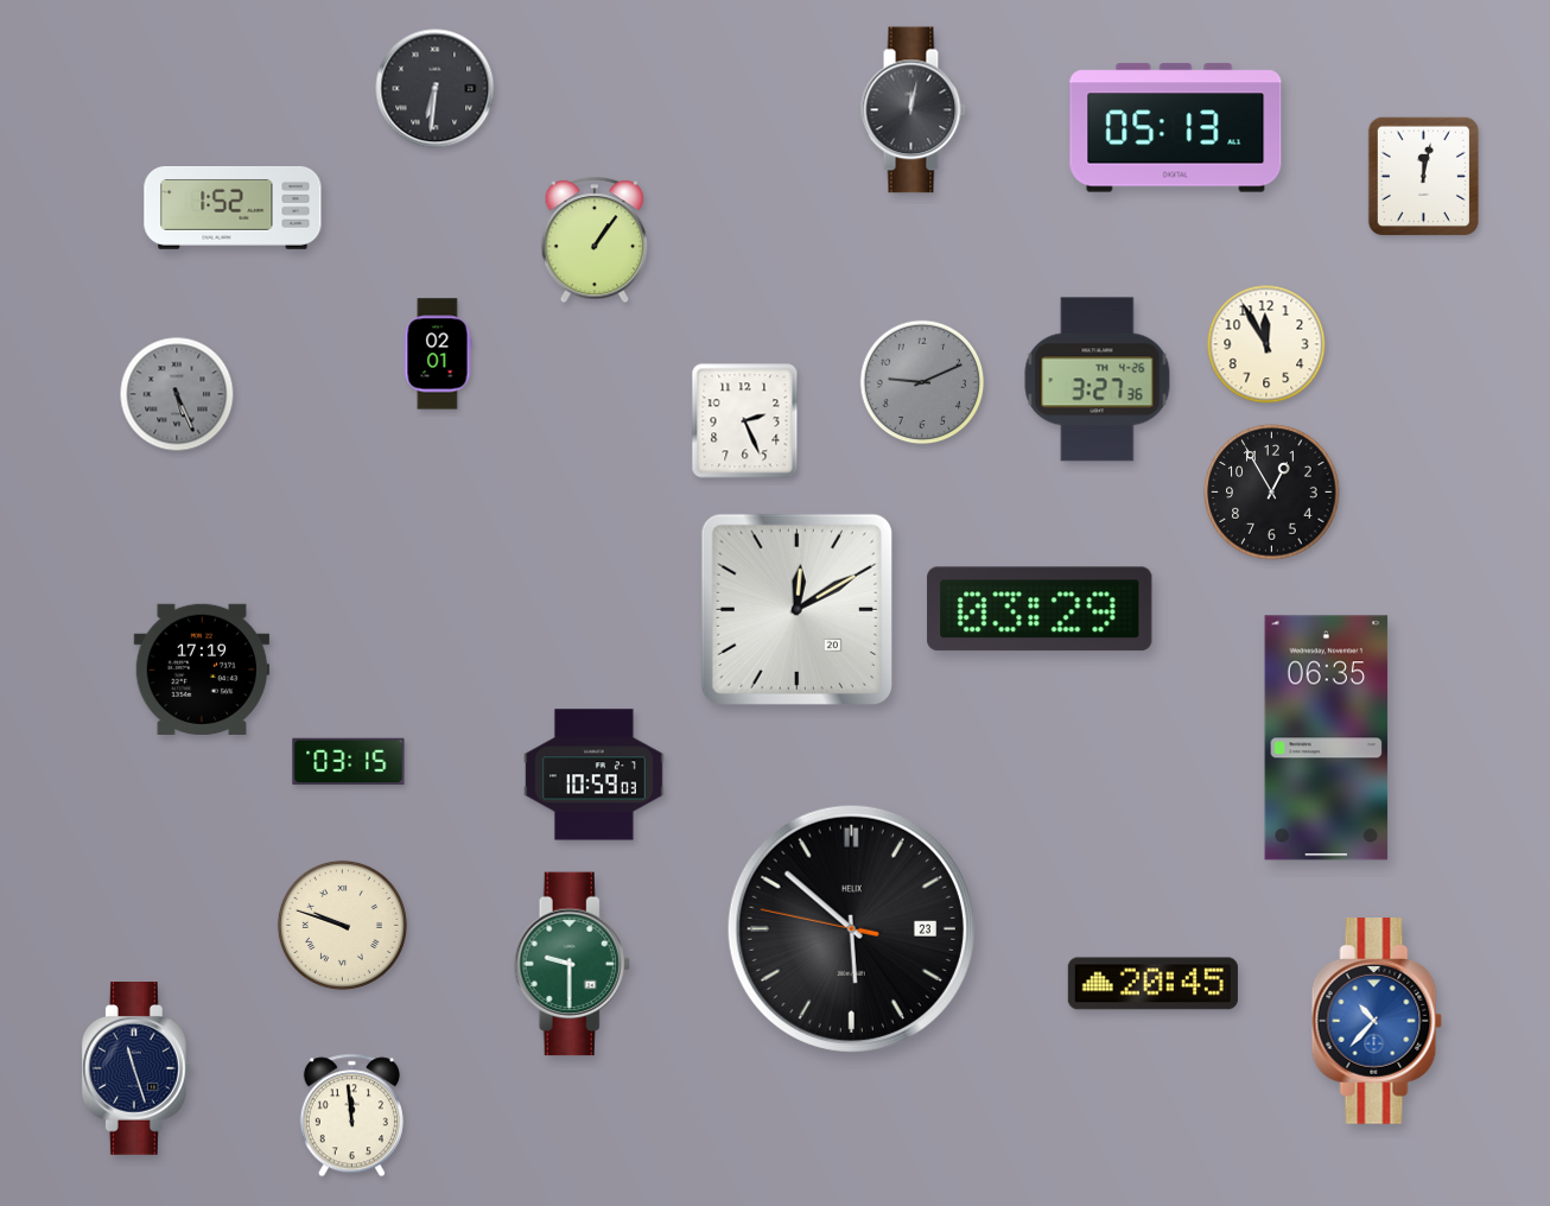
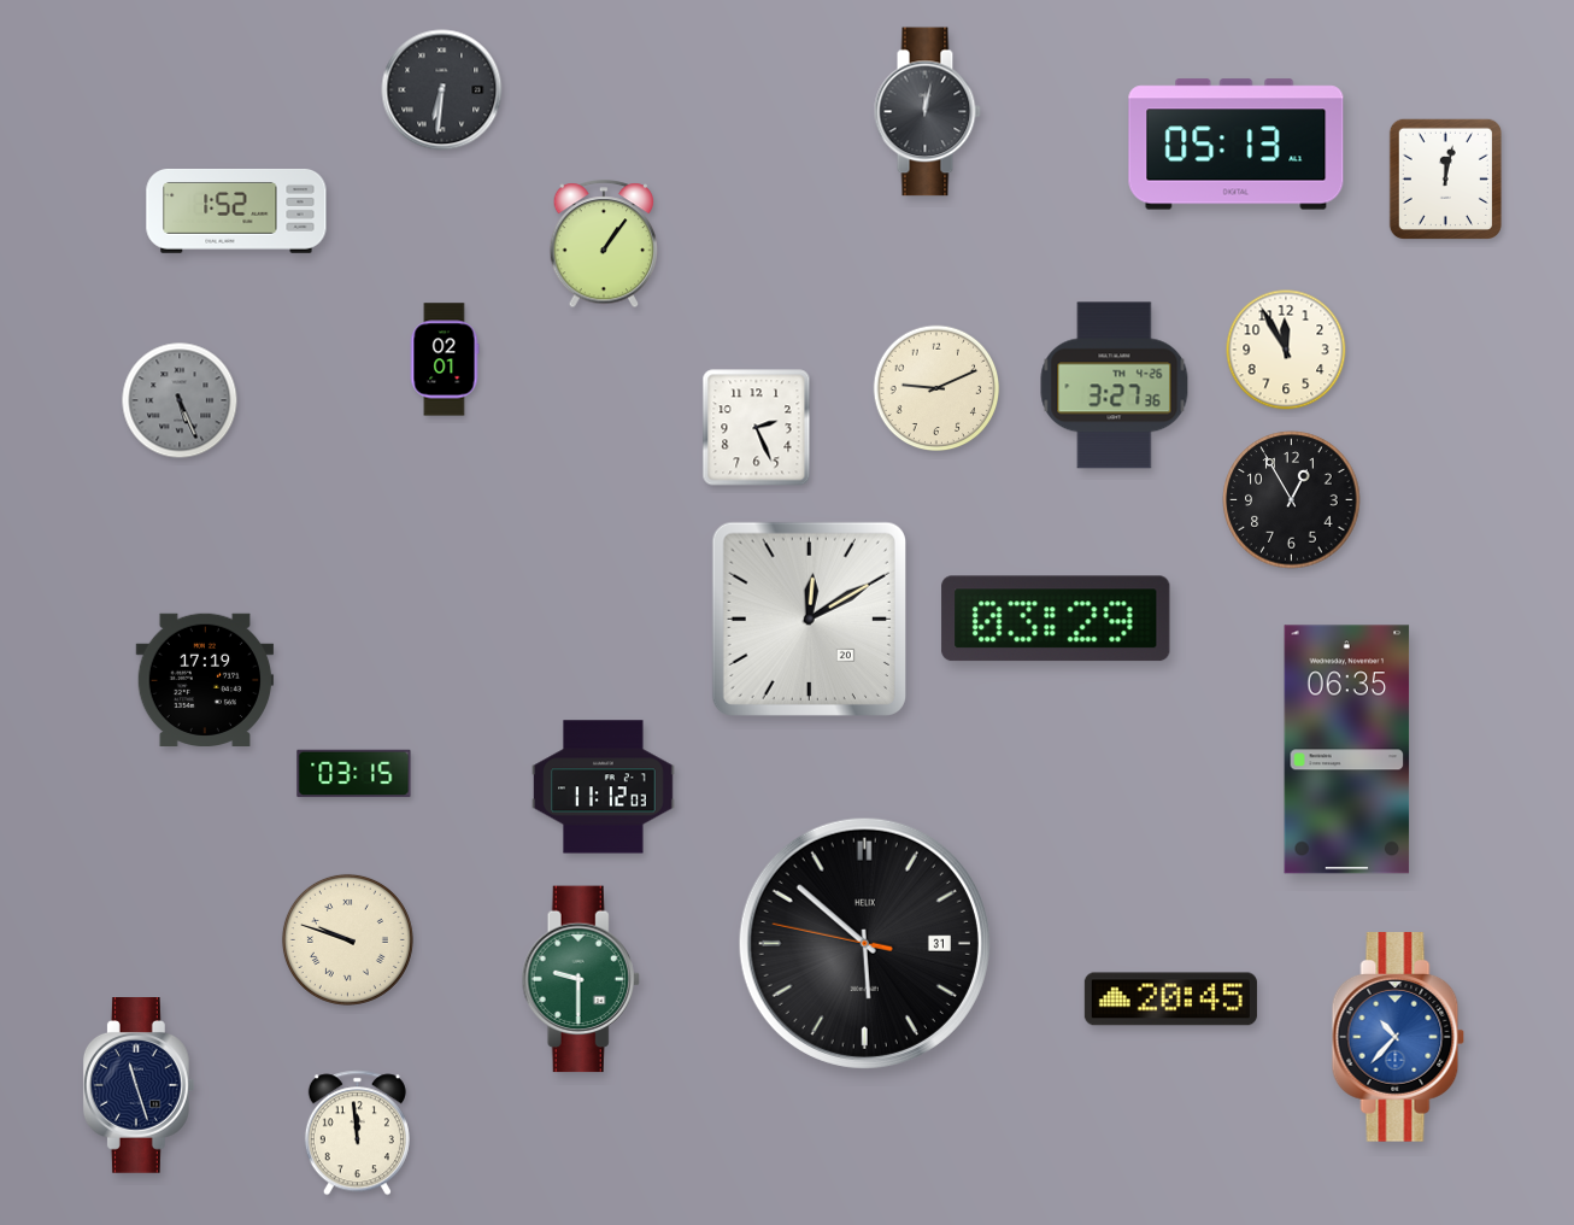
clock at (1176, 128) position: (1176, 128) -> (1237, 145)
clock at (922, 382) dial: grey -> cream
clock at (595, 775): 10:59 -> 11:12
clock at (851, 928) date: 23 -> 31
